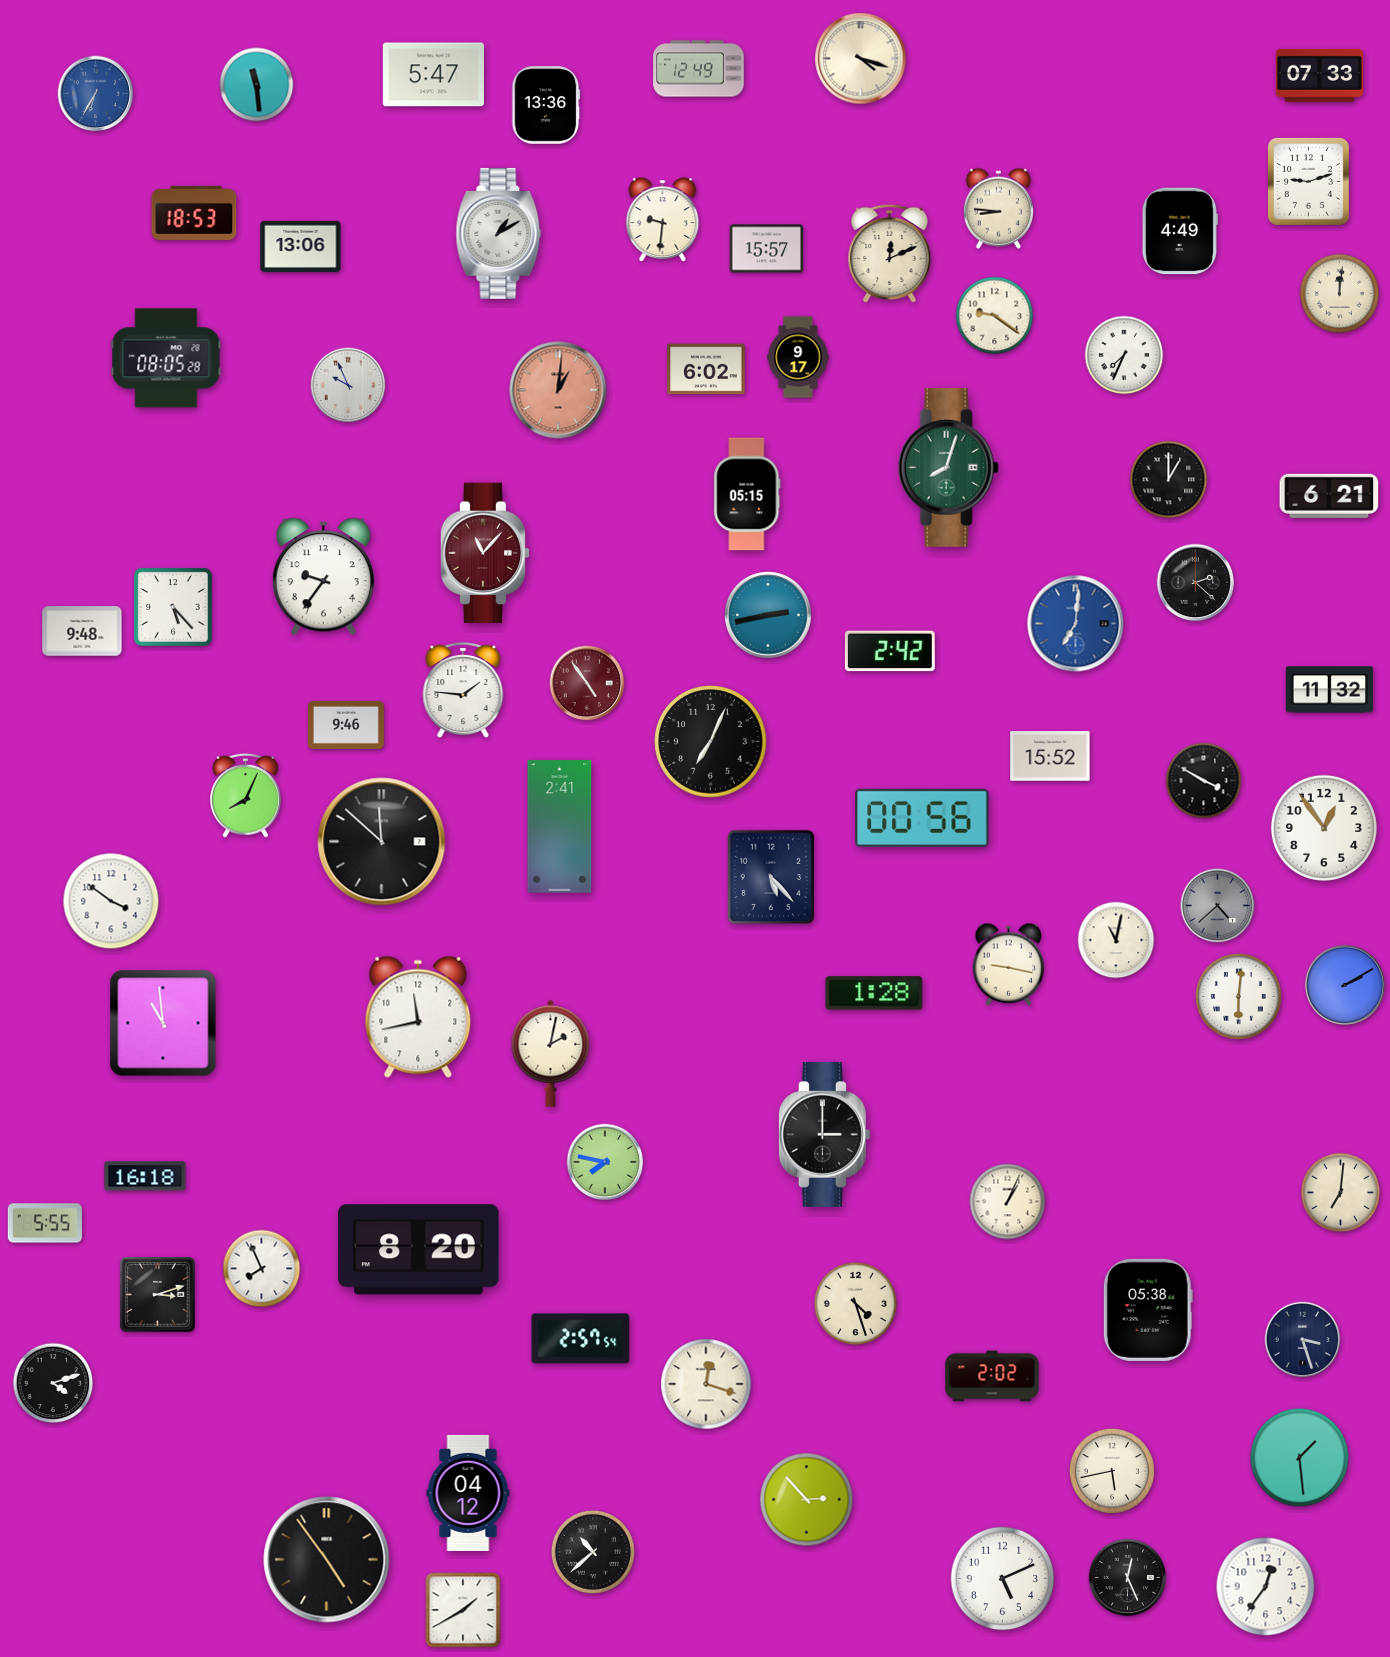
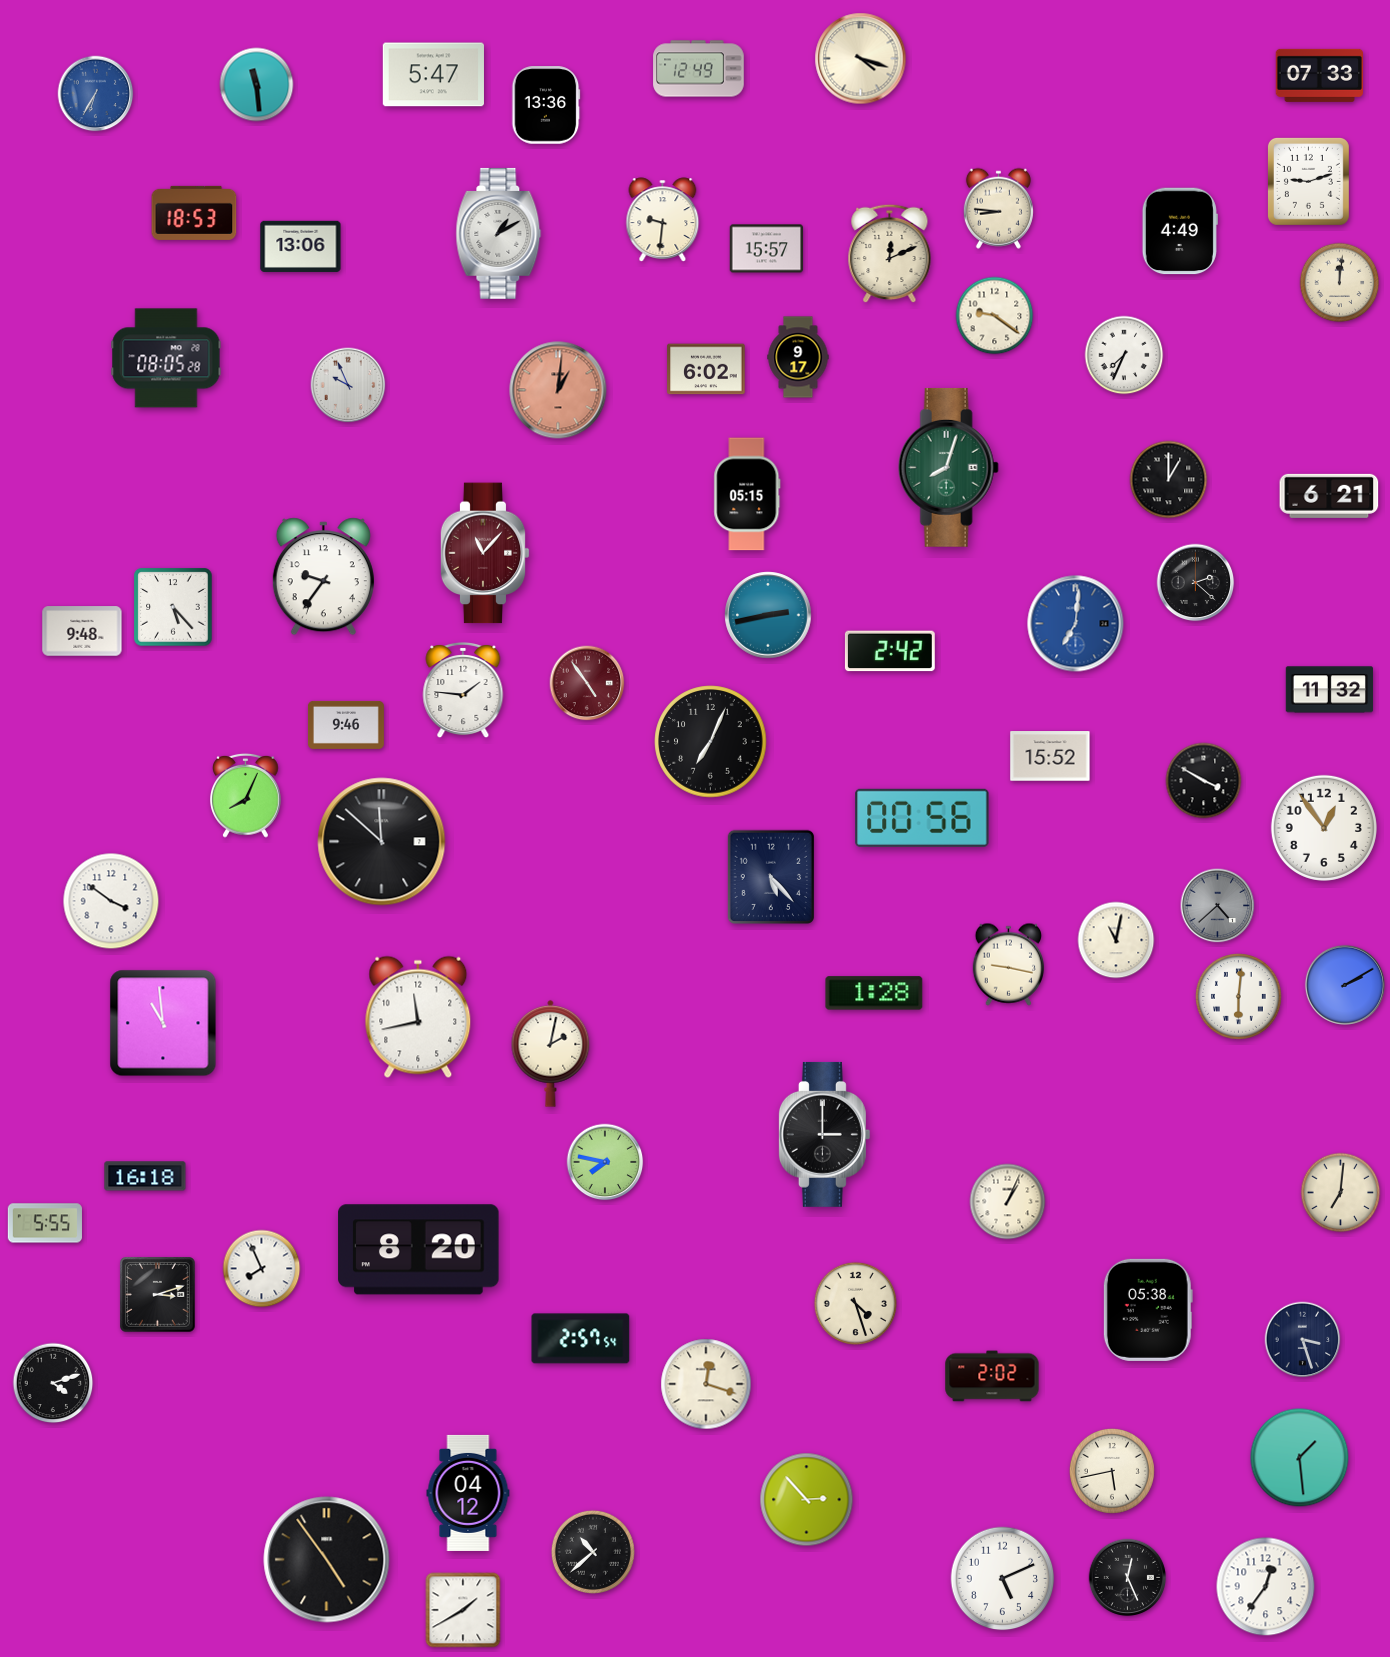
clock at (1340, 294) position: (1340, 294) -> (1340, 283)
clock at (560, 827): 2:41 -> none
